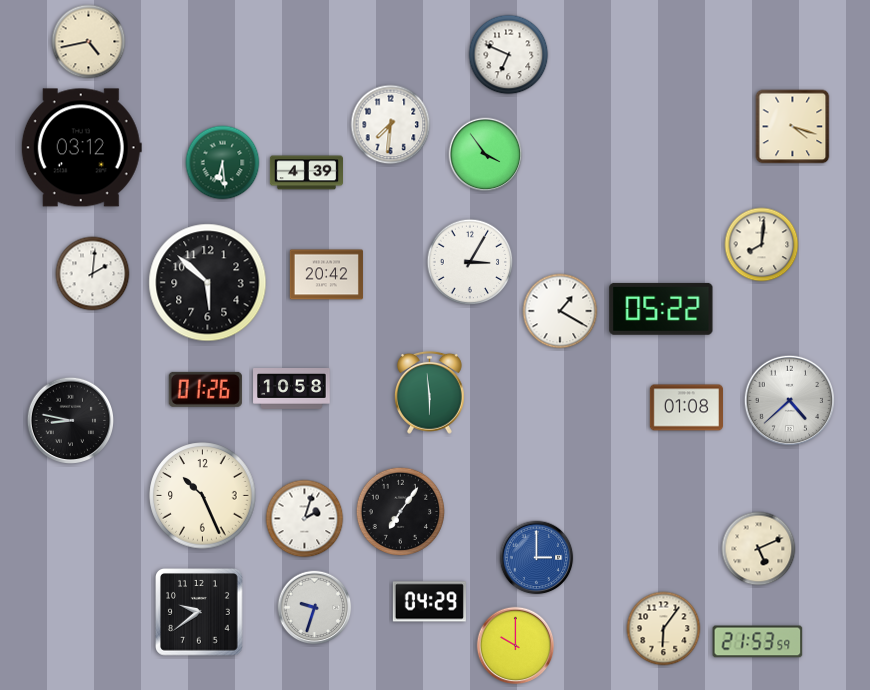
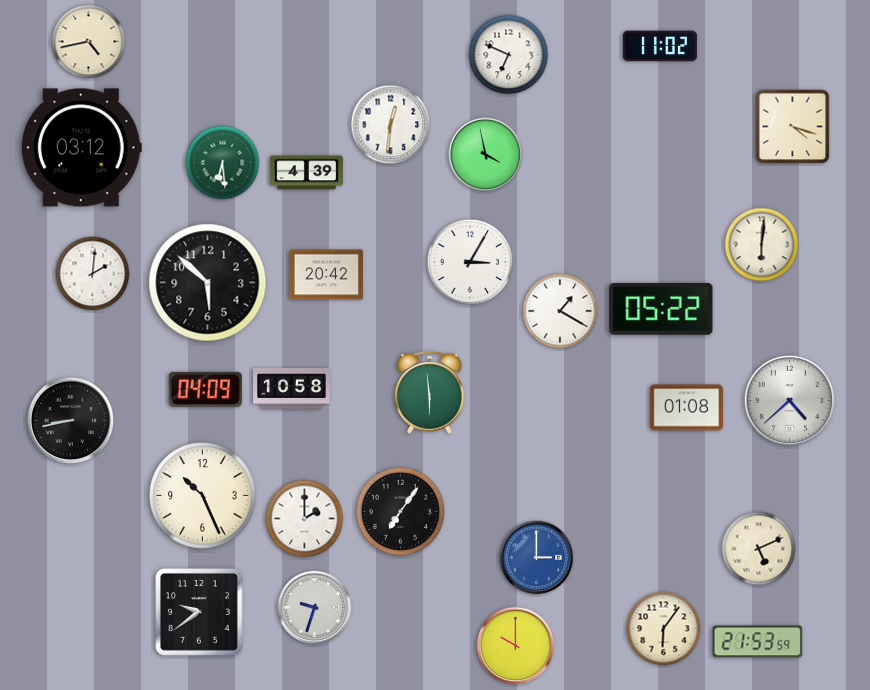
clock at (660, 46): none -> 11:02
clock at (391, 125): 7:31 -> 12:31
clock at (486, 155): 3:54 -> 3:58
clock at (762, 245): 8:01 -> 6:01
clock at (205, 389): 01:26 -> 04:09
clock at (71, 421): 8:47 -> 8:43
clock at (305, 519): 2:03 -> 2:00
clock at (429, 602): 04:29 -> none
